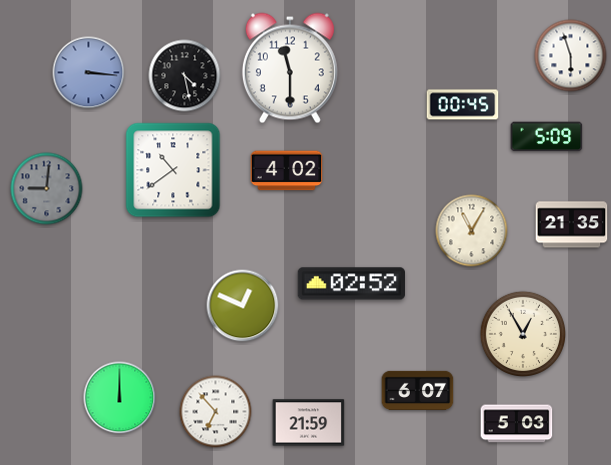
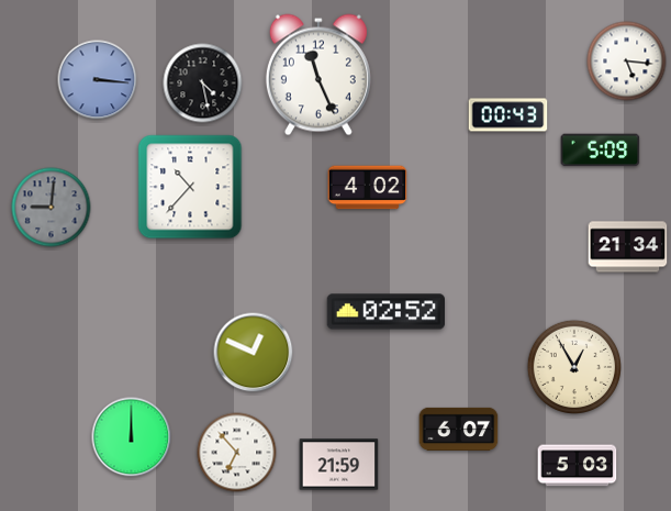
clock at (571, 56): 5:57 -> 5:16
clock at (290, 68): 11:30 -> 11:26
clock at (463, 105): 00:45 -> 00:43
clock at (173, 170): 10:39 -> 10:37
clock at (287, 171) position: (287, 171) -> (368, 188)
clock at (572, 225): 21:35 -> 21:34
clock at (472, 231): 11:05 -> none
clock at (243, 306) position: (243, 306) -> (254, 353)
clock at (517, 424) position: (517, 424) -> (578, 466)
